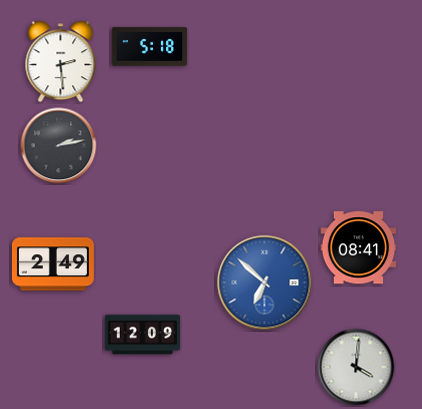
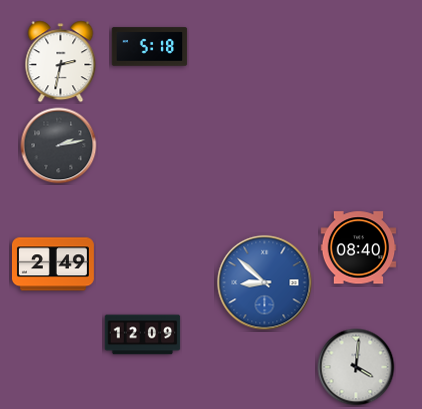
clock at (61, 62): 2:29 -> 2:32
clock at (359, 248): 08:41 -> 08:40
clock at (265, 283): 6:52 -> 8:52
